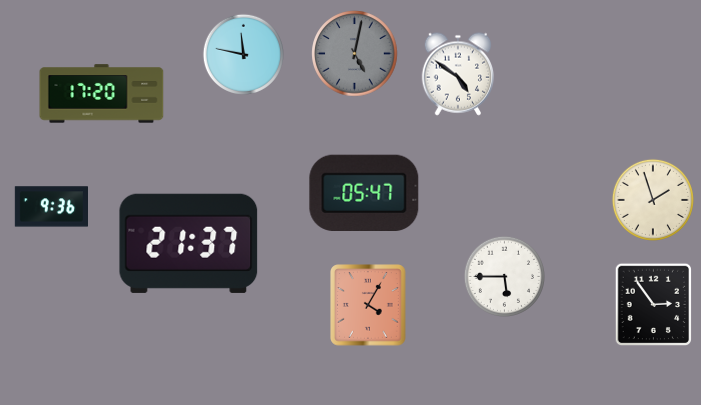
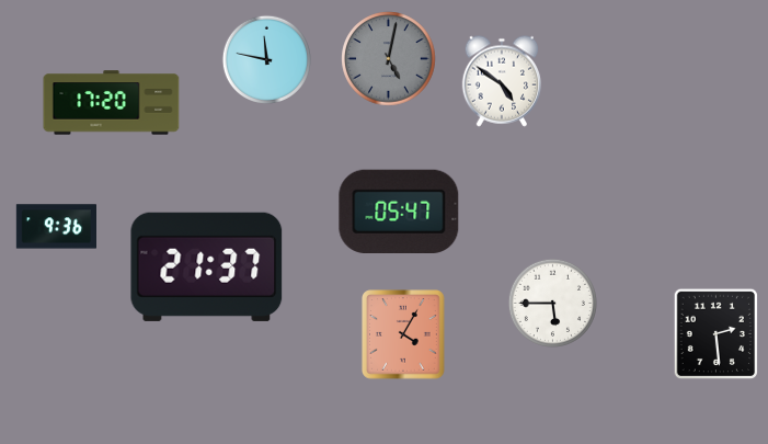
clock at (653, 200): 1:57 -> none
clock at (654, 305): 2:54 -> 2:29
